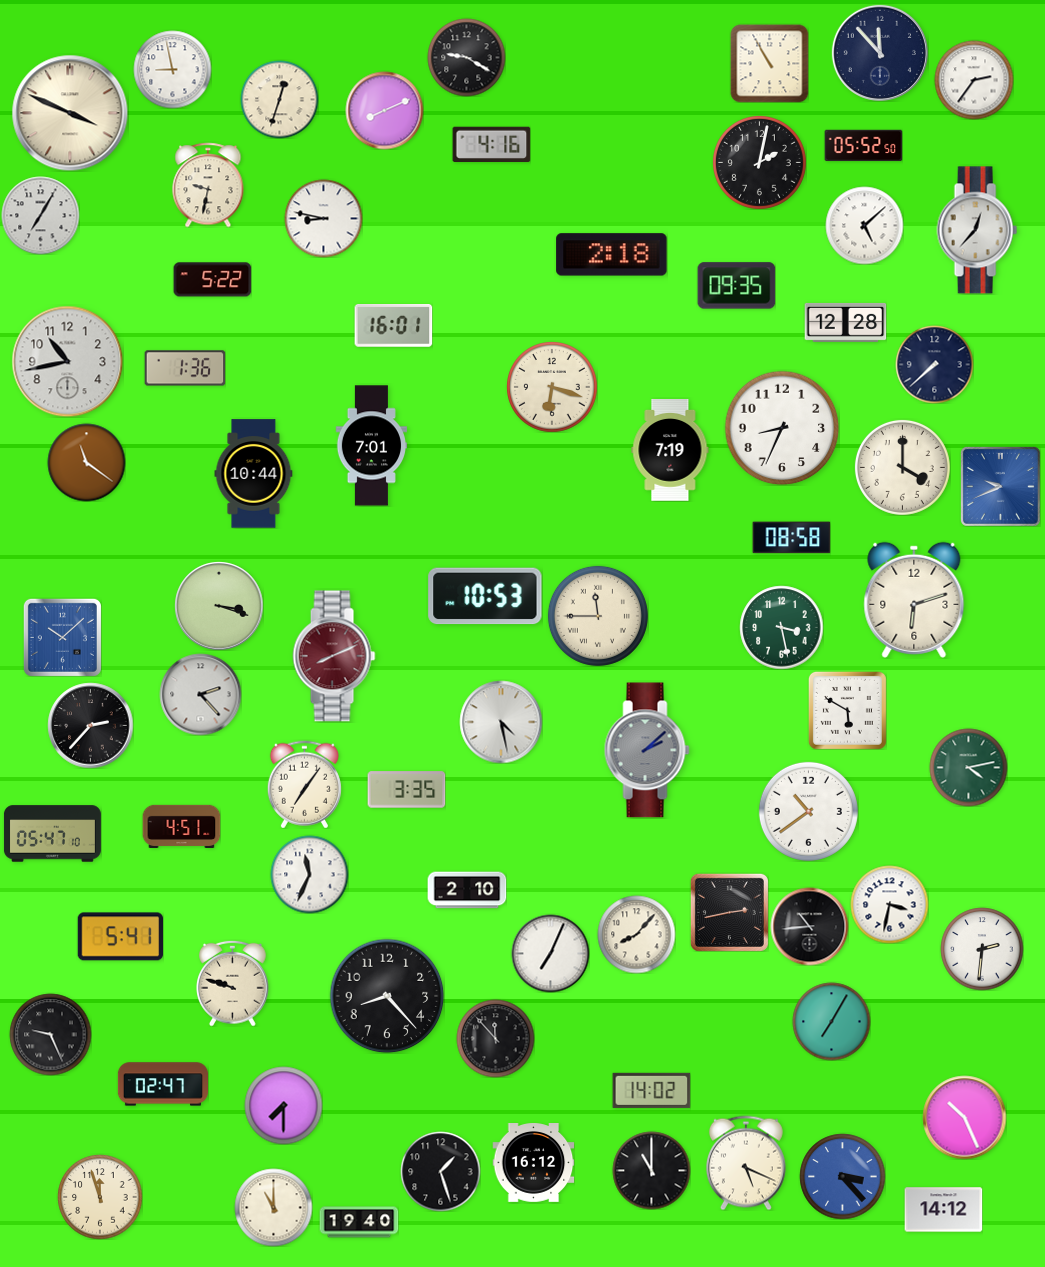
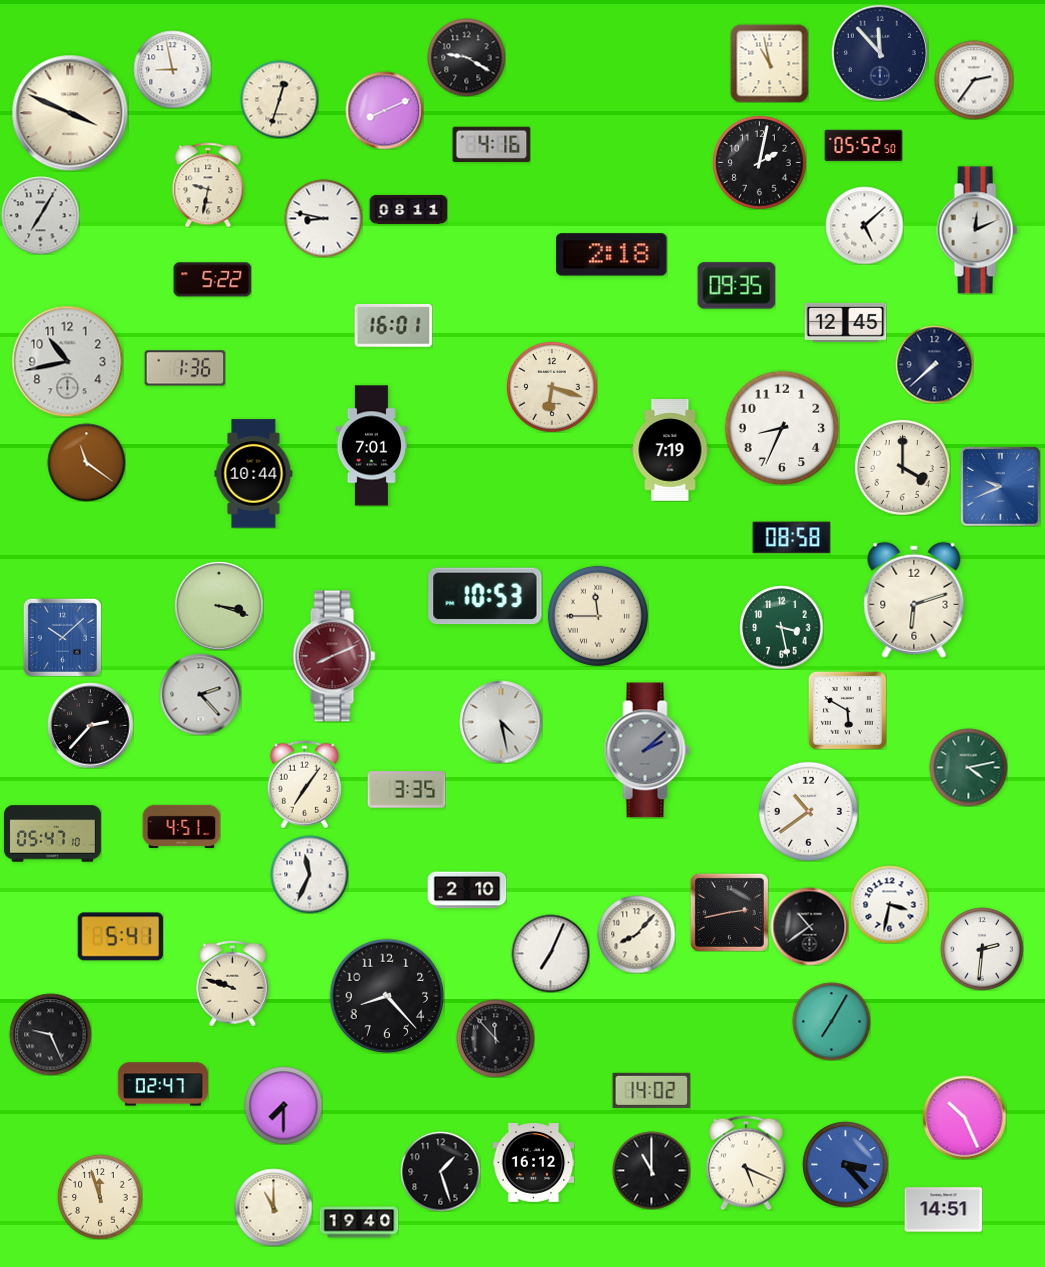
clock at (769, 63): 10:55 -> 10:58
clock at (408, 209): none -> 08:11
clock at (977, 230): 12:37 -> 12:11
clock at (845, 322): 12:28 -> 12:45
clock at (809, 926): 10:44 -> 10:39
clock at (842, 1176) position: (842, 1176) -> (845, 1164)
clock at (943, 1210): 14:12 -> 14:51
